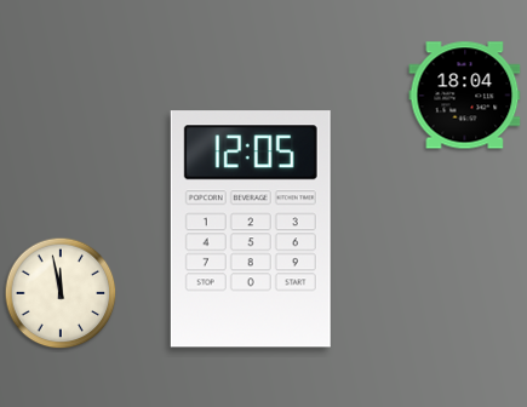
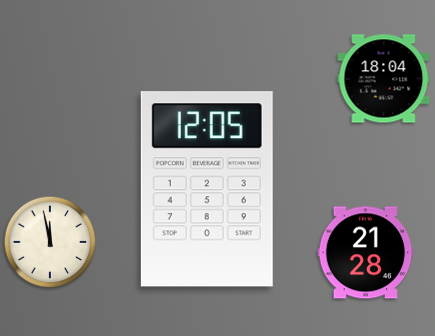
clock at (366, 253): none -> 21:28
